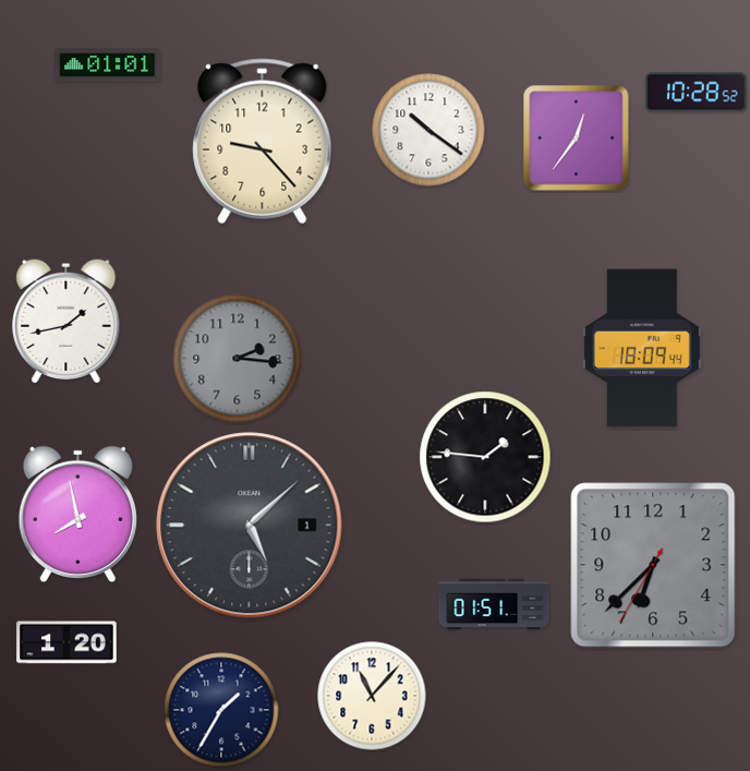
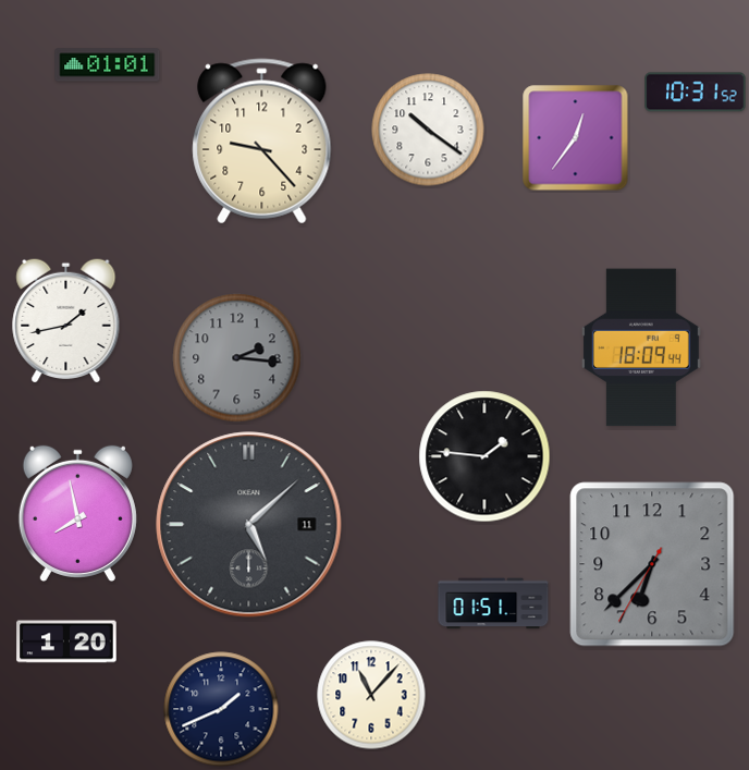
clock at (697, 93): 10:28 -> 10:31
clock at (250, 526) date: 1 -> 11
clock at (221, 710): 1:35 -> 1:41
